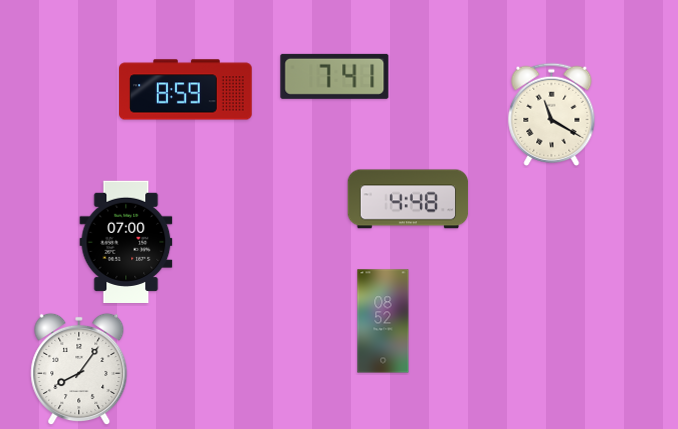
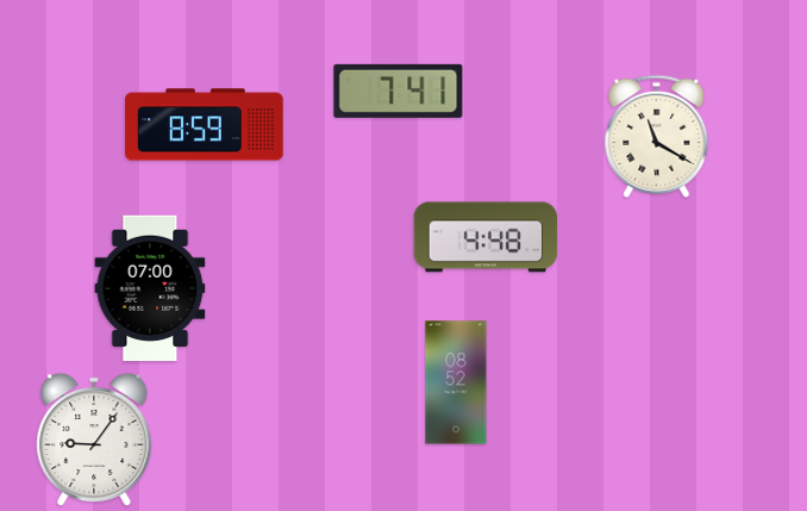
clock at (186, 90) position: (186, 90) -> (205, 125)
clock at (79, 369): 8:06 -> 9:06
